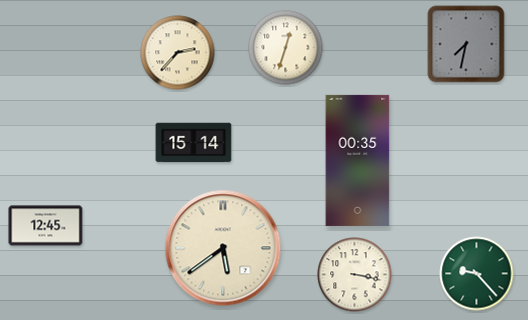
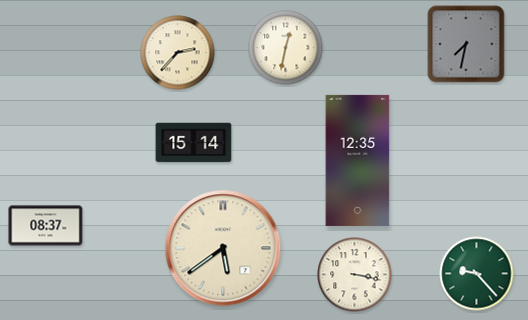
clock at (286, 48): 12:33 -> 12:32
clock at (358, 160): 00:35 -> 12:35
clock at (46, 226): 12:45 -> 08:37
